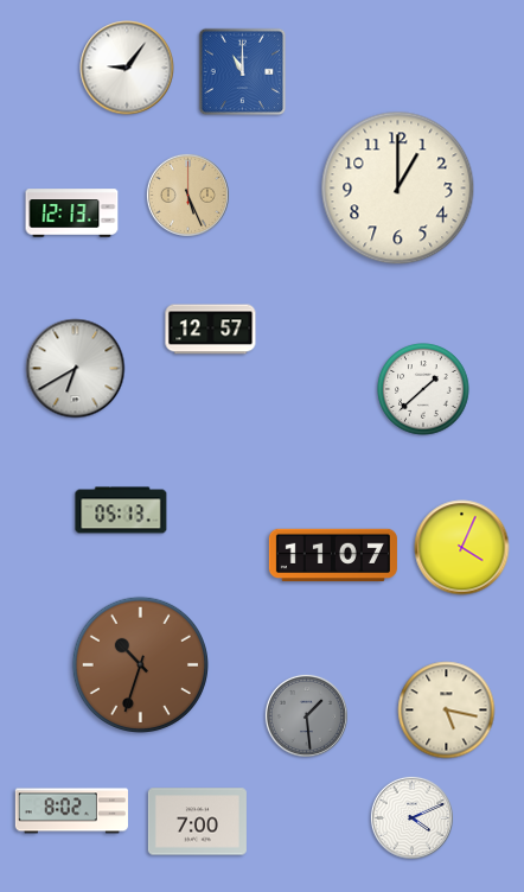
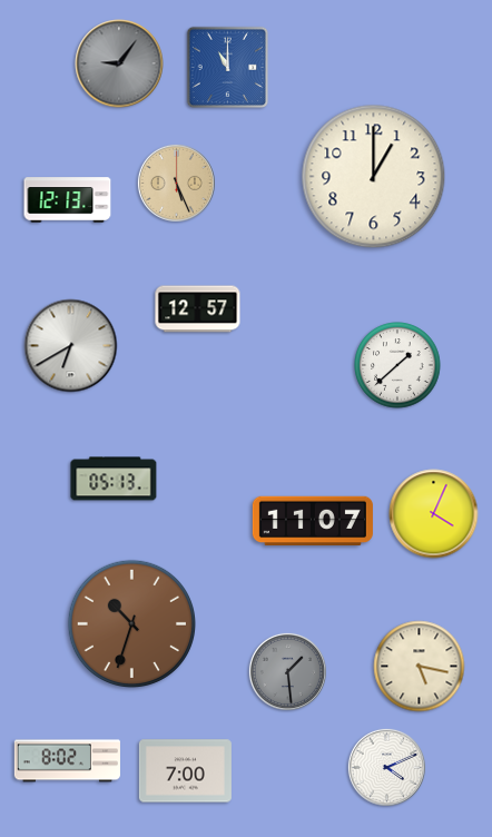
clock at (127, 68) dial: white -> grey
